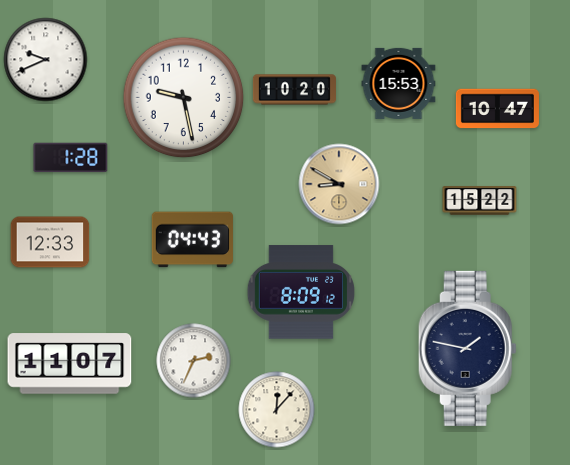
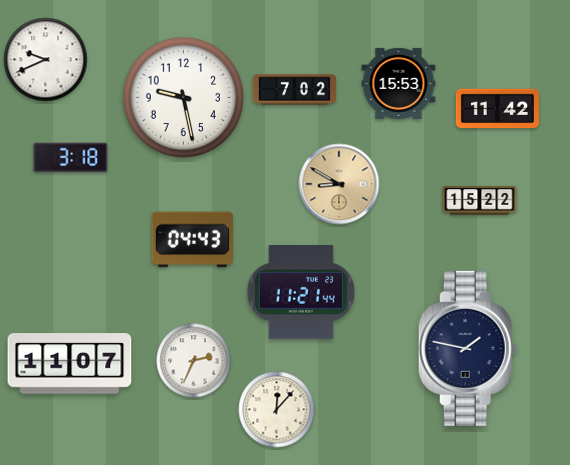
clock at (294, 90): 10:20 -> 7:02
clock at (497, 109): 10:47 -> 11:42
clock at (71, 158): 1:28 -> 3:18
clock at (50, 242): 12:33 -> none
clock at (300, 292): 8:09 -> 11:21
